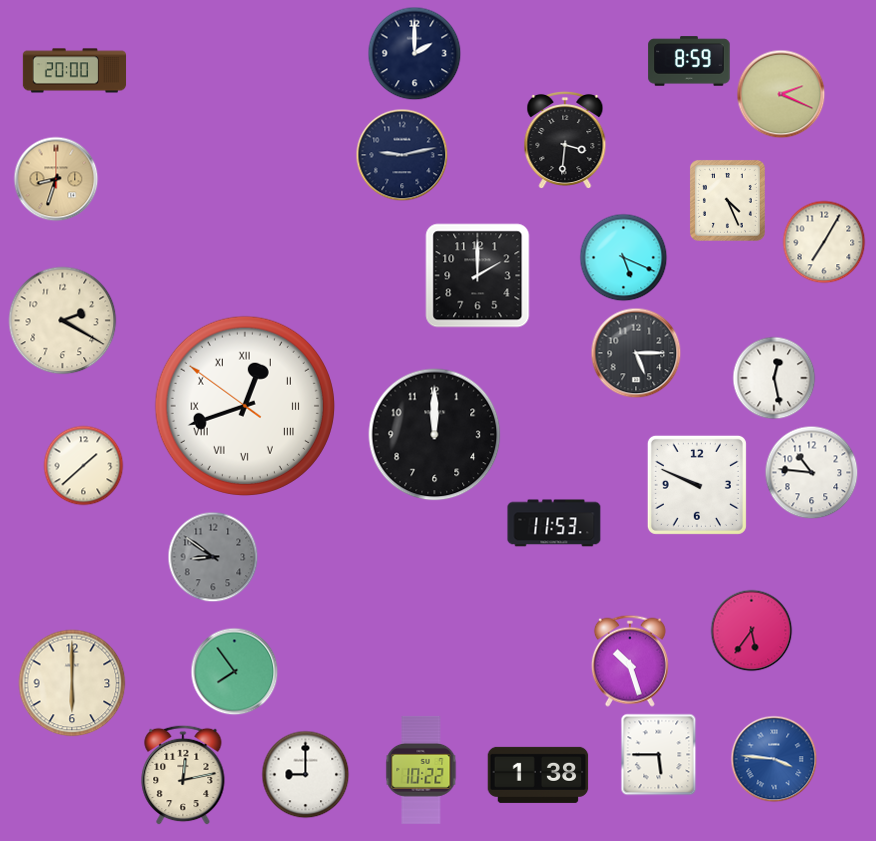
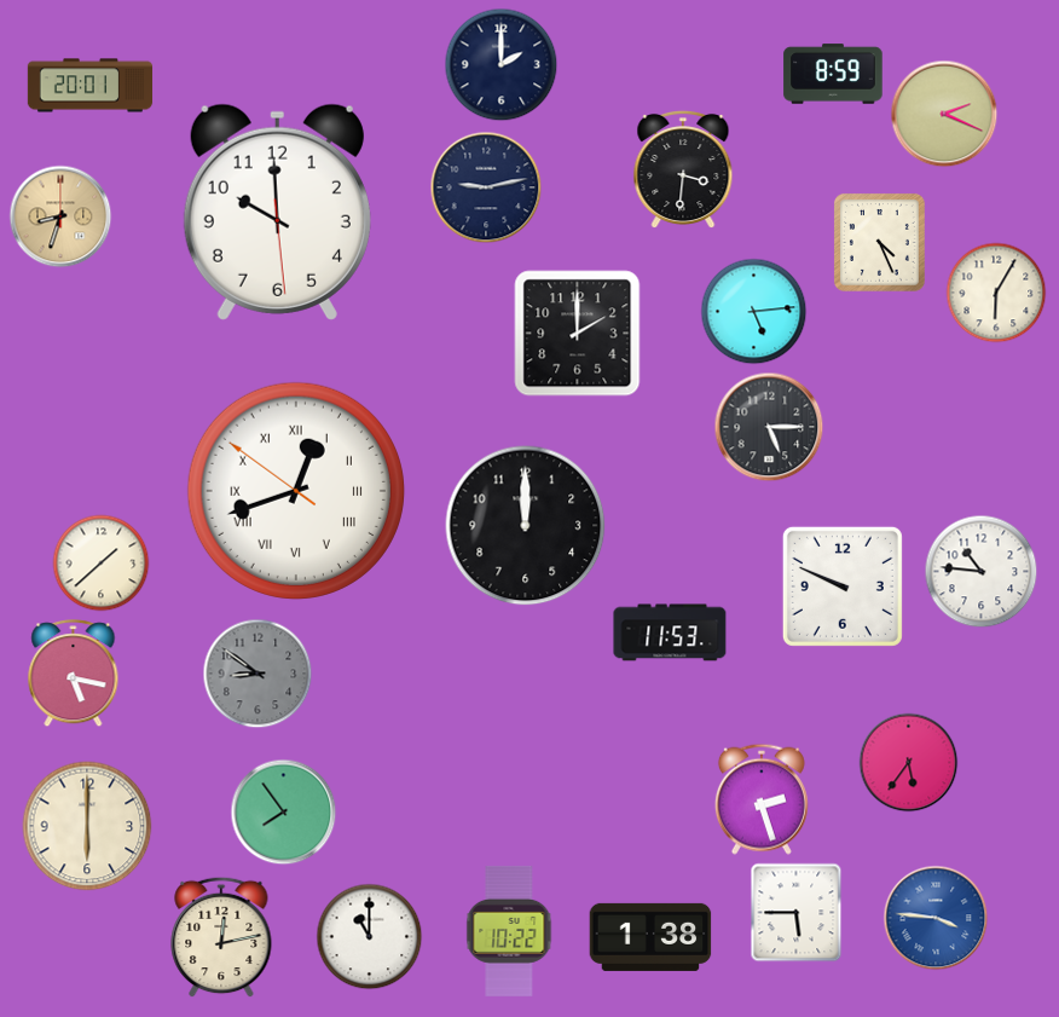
clock at (75, 71): 20:00 -> 20:01
clock at (277, 212): none -> 9:59
clock at (56, 179) position: (56, 179) -> (60, 216)
clock at (824, 242): 7:05 -> 6:05
clock at (624, 258): 5:19 -> 5:14
clock at (63, 321): 2:20 -> none
clock at (774, 378): 12:28 -> none
clock at (74, 674): none -> 5:17
clock at (630, 661): 10:27 -> 2:27
clock at (306, 775): 9:00 -> 11:00
